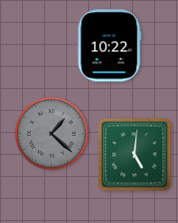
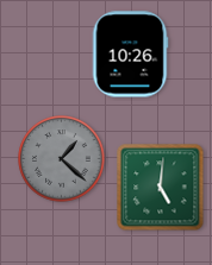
clock at (109, 46): 10:22 -> 10:26
clock at (135, 155) position: (135, 155) -> (161, 188)
